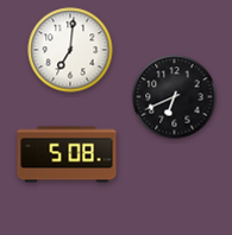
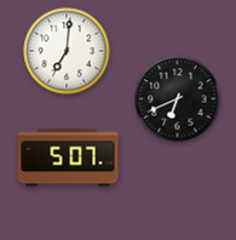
clock at (70, 50) position: (70, 50) -> (67, 51)
clock at (67, 154): 5:08 -> 5:07
